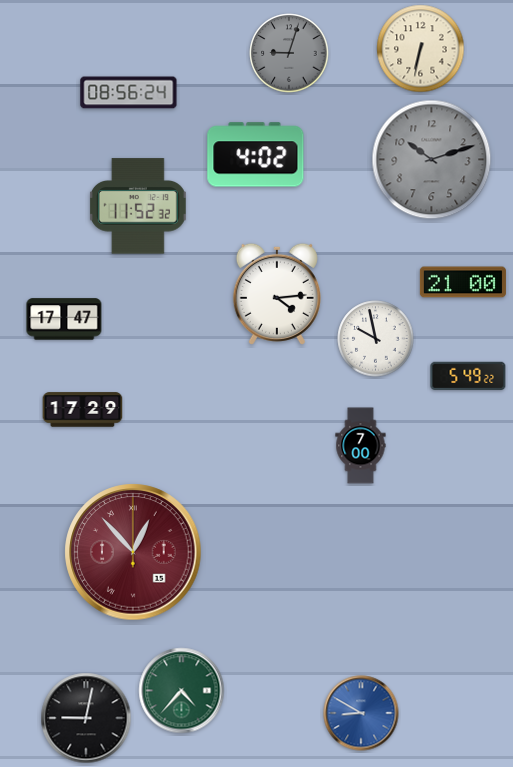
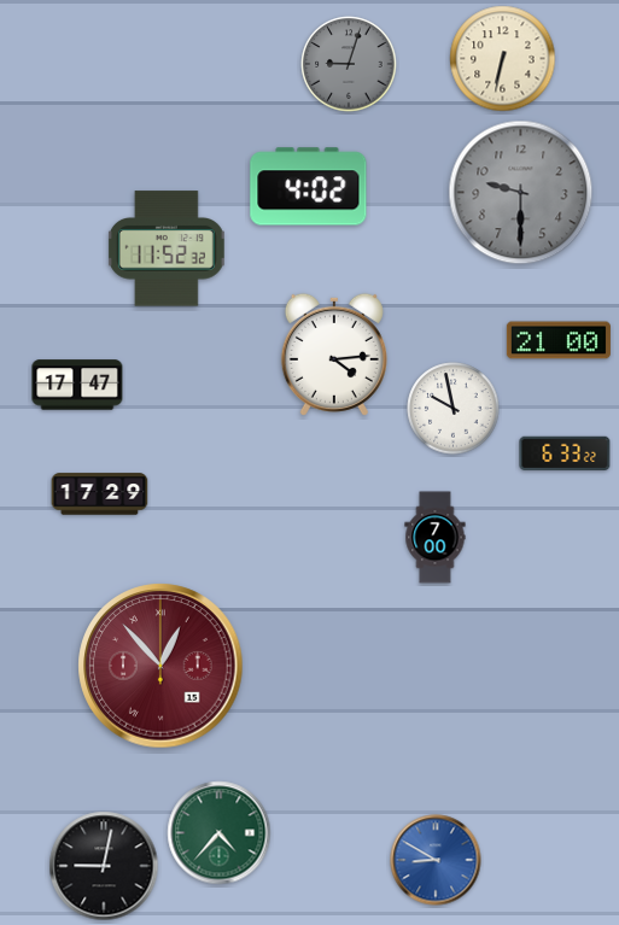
clock at (421, 49) position: (421, 49) -> (503, 59)
clock at (129, 93): 08:56 -> none
clock at (432, 160): 10:12 -> 9:30
clock at (468, 375): 5:49 -> 6:33
